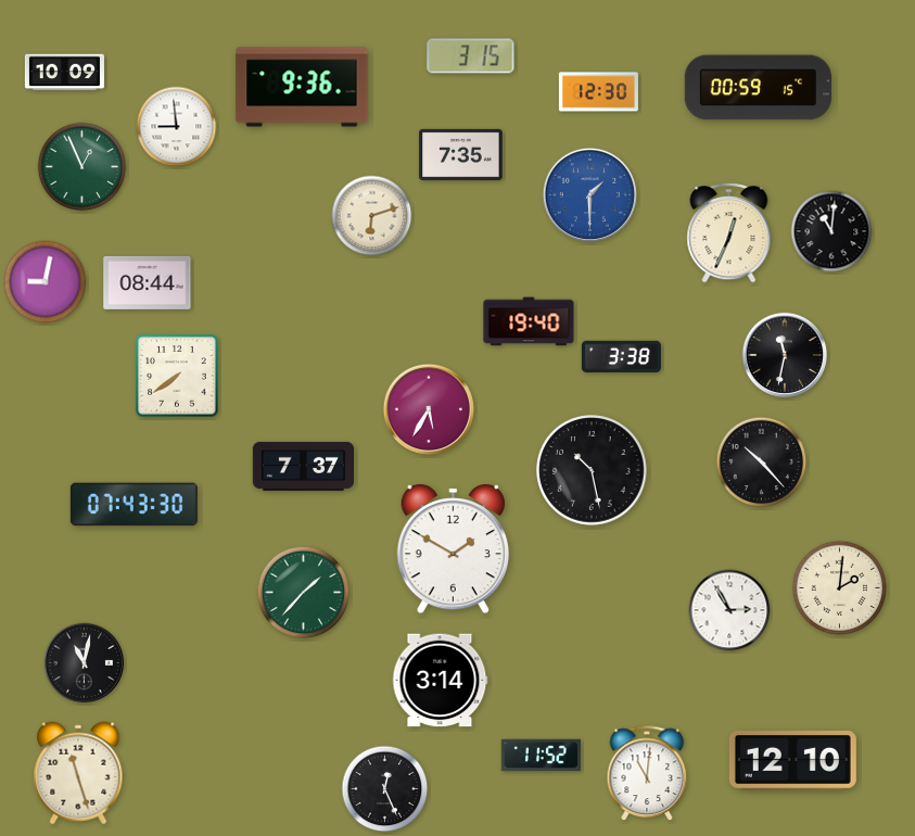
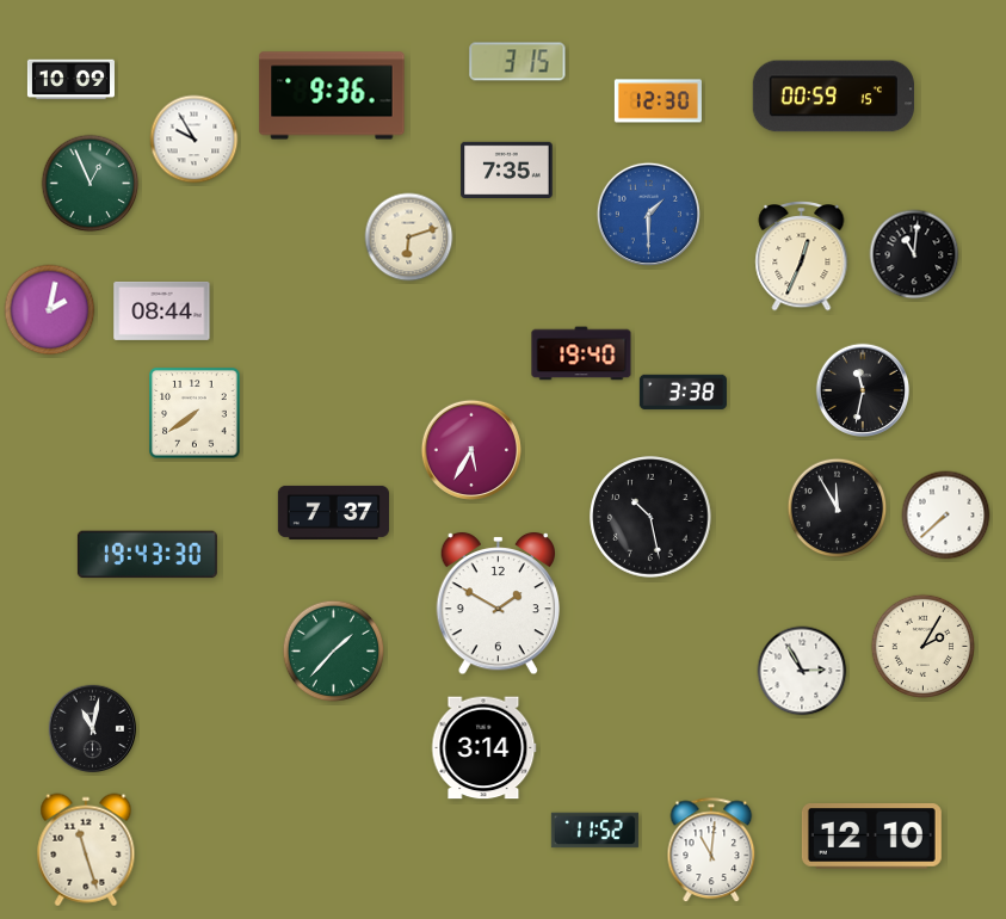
clock at (177, 127): 8:59 -> 9:55
clock at (46, 282): 9:02 -> 2:02
clock at (762, 463): 10:23 -> 11:55
clock at (946, 516): none -> 7:38
clock at (134, 505): 07:43 -> 19:43
clock at (839, 587): 2:01 -> 2:05
clock at (385, 789): 12:26 -> none
